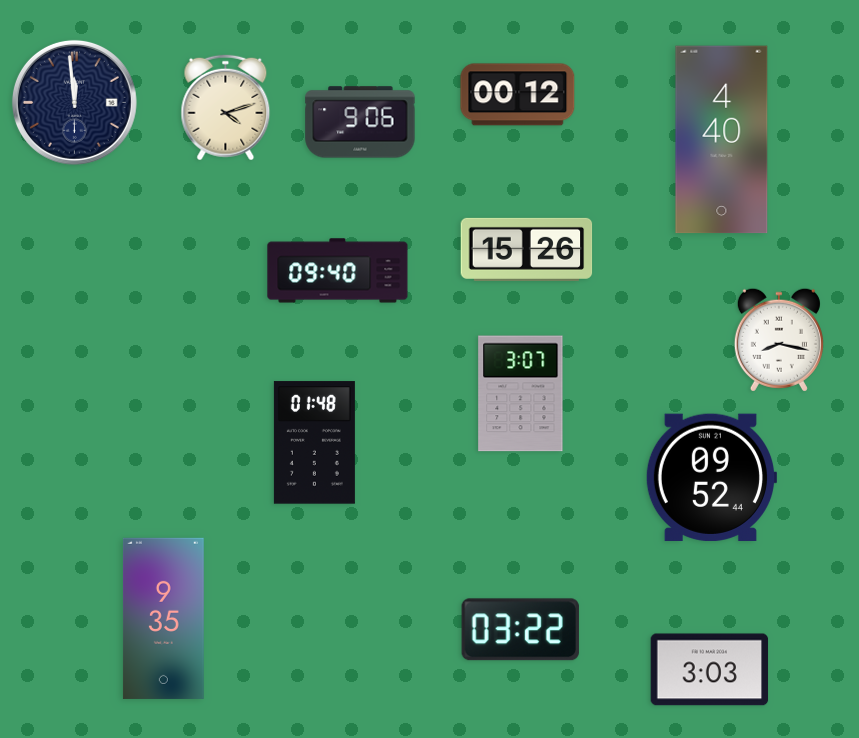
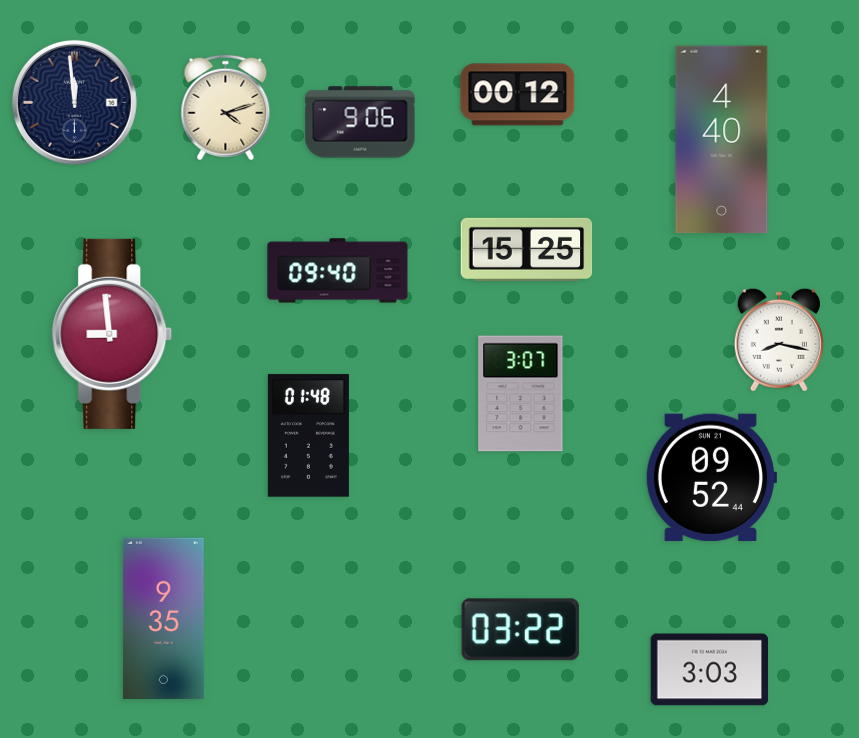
clock at (527, 249): 15:26 -> 15:25
clock at (112, 334): none -> 8:59
clock at (314, 443) position: (314, 443) -> (308, 436)
